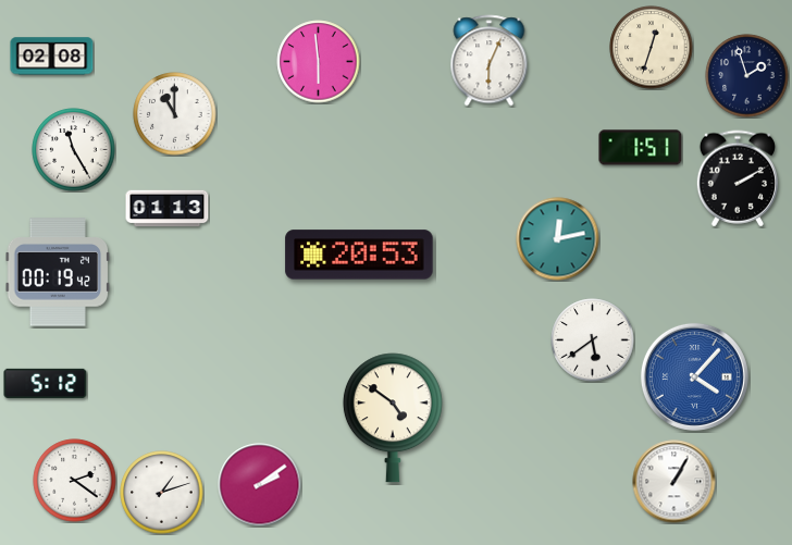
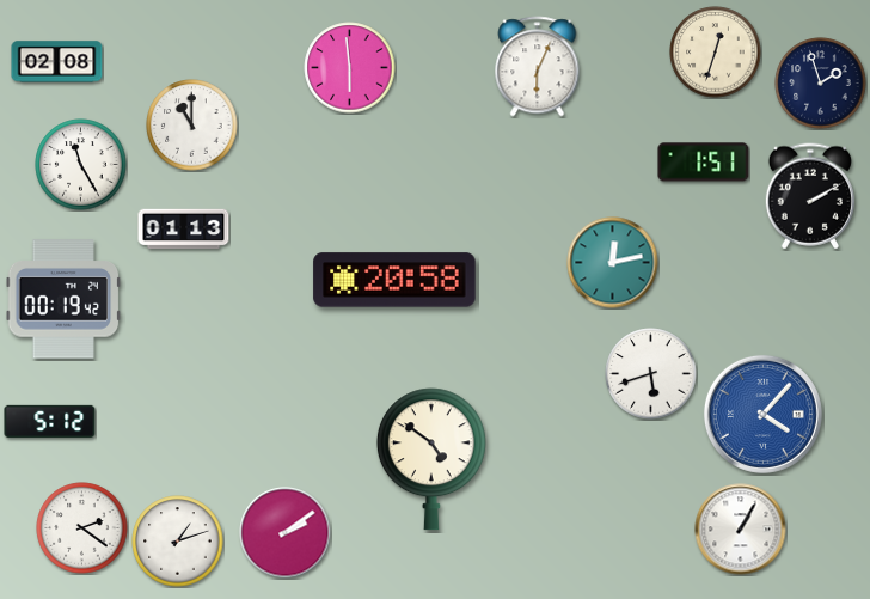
clock at (359, 255): 20:53 -> 20:58
clock at (593, 340): 5:39 -> 5:42
